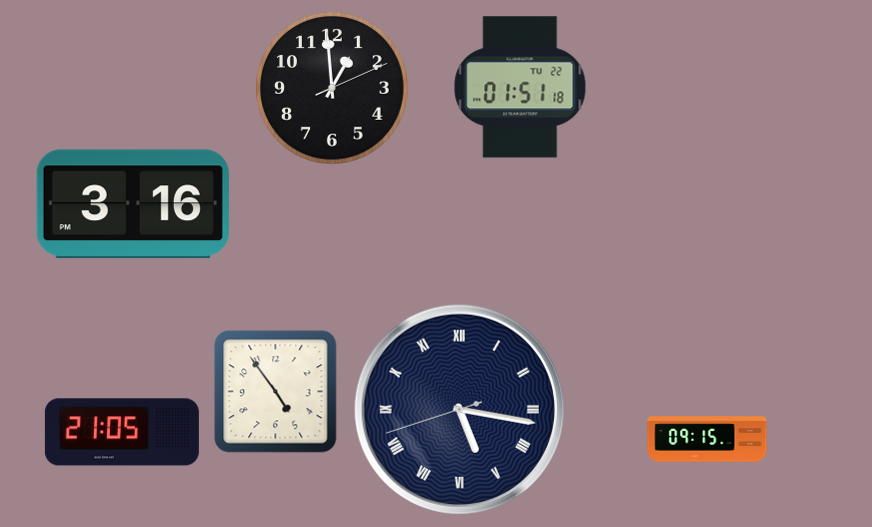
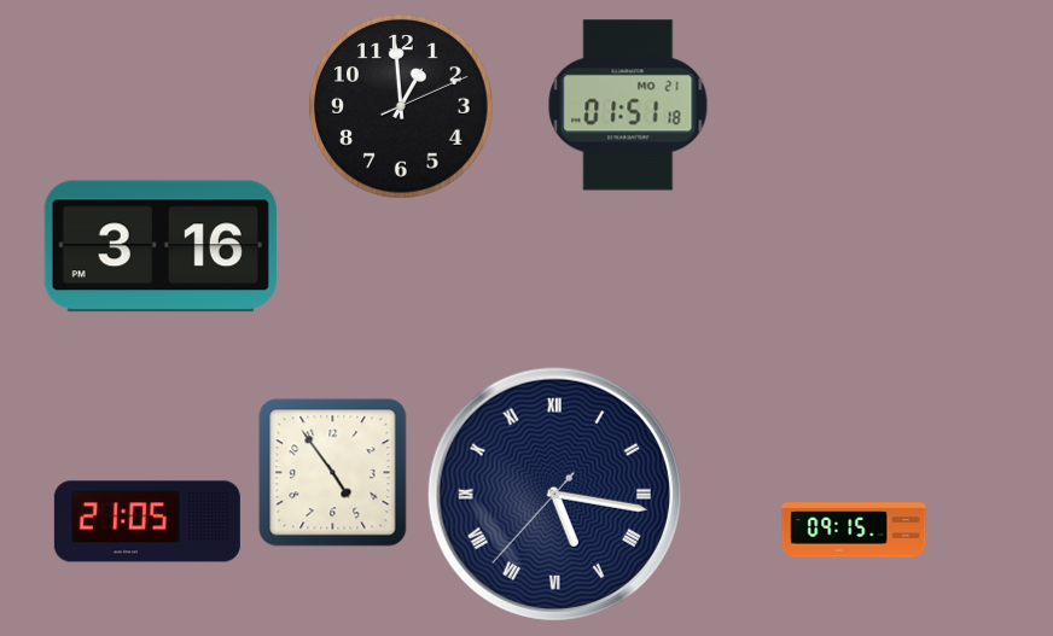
clock at (520, 87) date: TU 22 -> MO 21
clock at (459, 409): 5:16:42 -> 5:16:37
